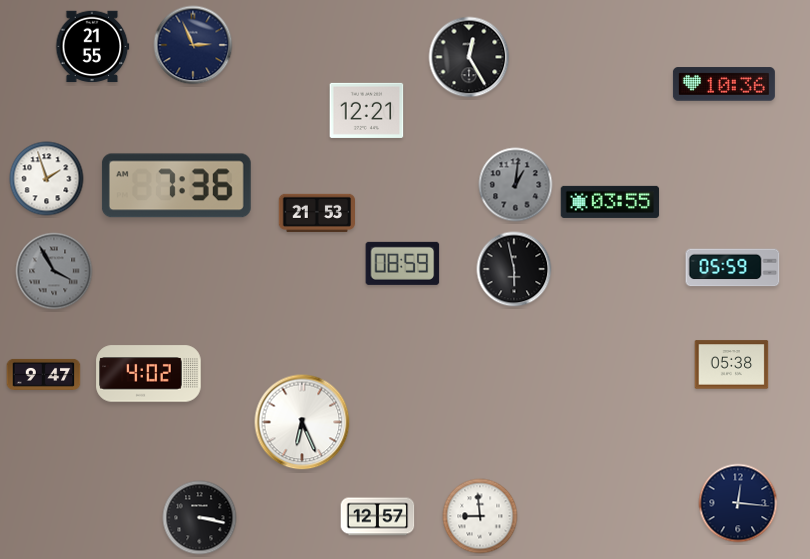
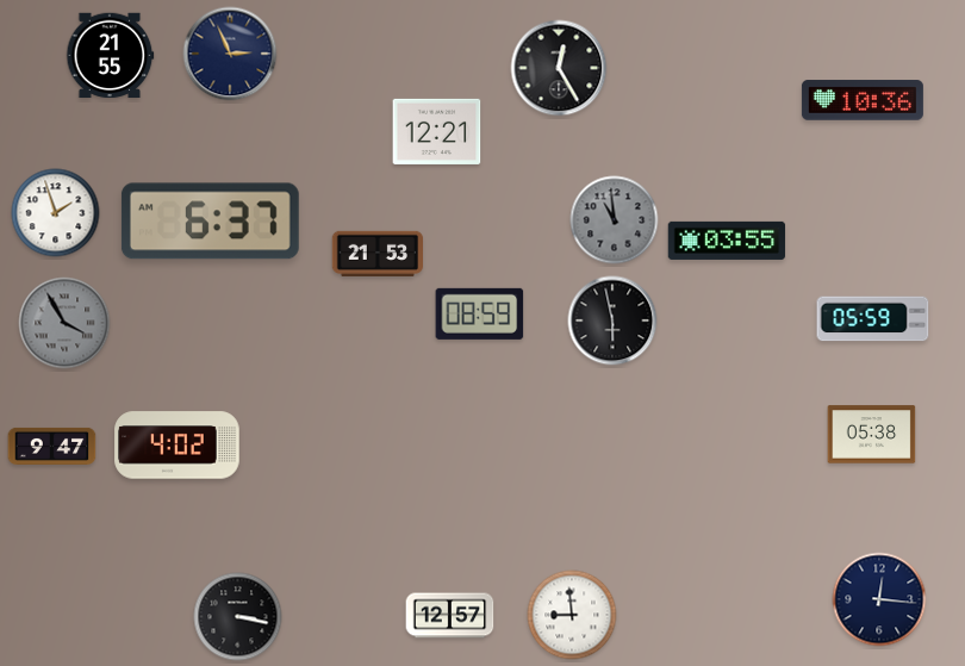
clock at (516, 185): 1:01 -> 10:59
clock at (176, 186): 7:36 -> 6:37
clock at (302, 422): 6:26 -> none
